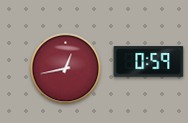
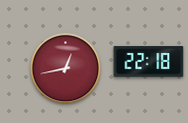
clock at (149, 62): 0:59 -> 22:18
